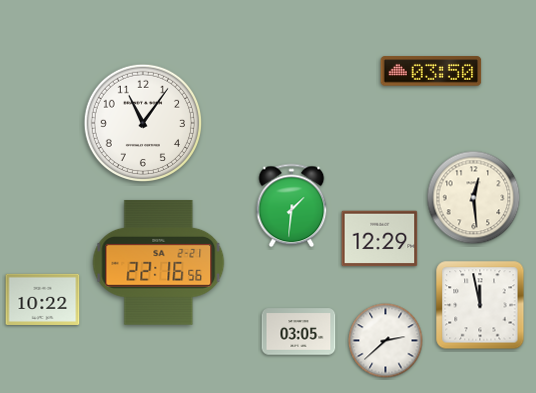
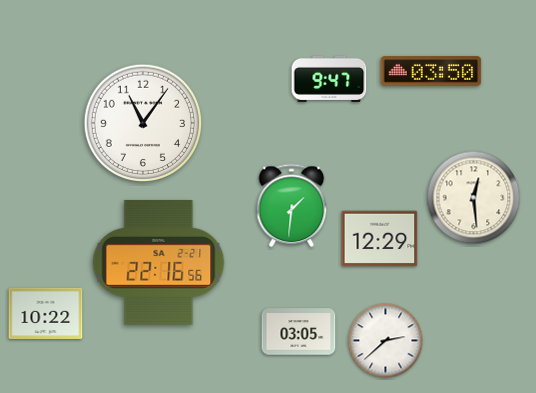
clock at (329, 79): none -> 9:47
clock at (43, 299) position: (43, 299) -> (46, 313)
clock at (480, 305): 11:58 -> none
